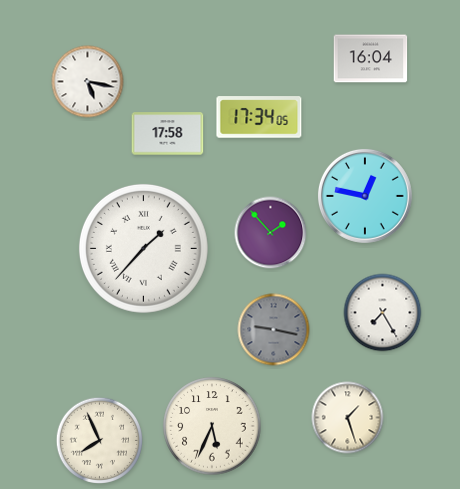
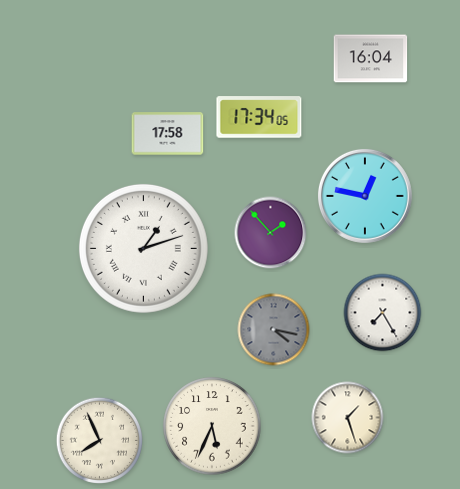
clock at (88, 82): 5:17 -> none
clock at (143, 248): 1:37 -> 1:12
clock at (274, 330): 9:17 -> 4:17
